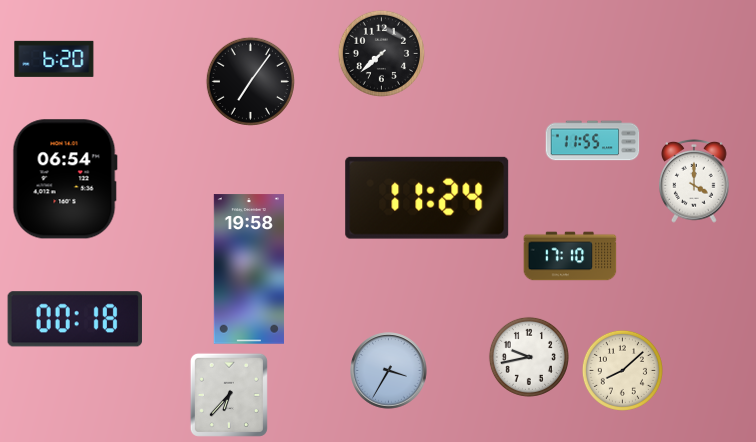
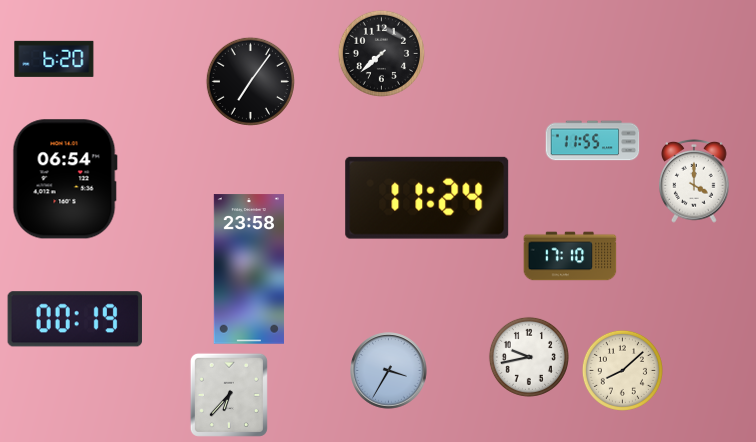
clock at (249, 269): 19:58 -> 23:58
clock at (75, 319): 00:18 -> 00:19
